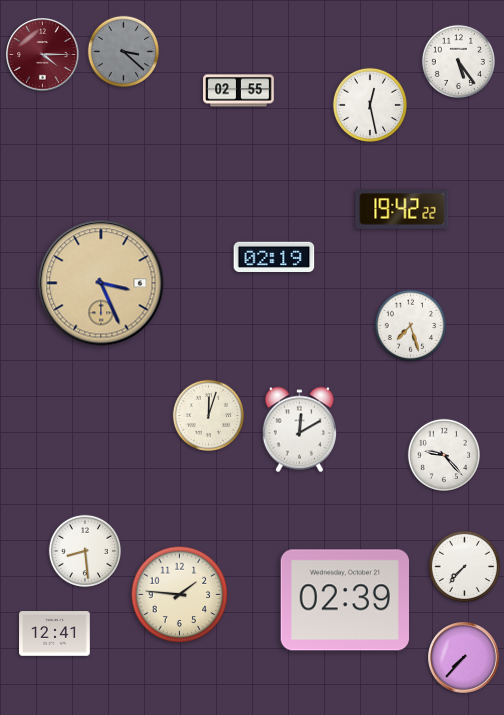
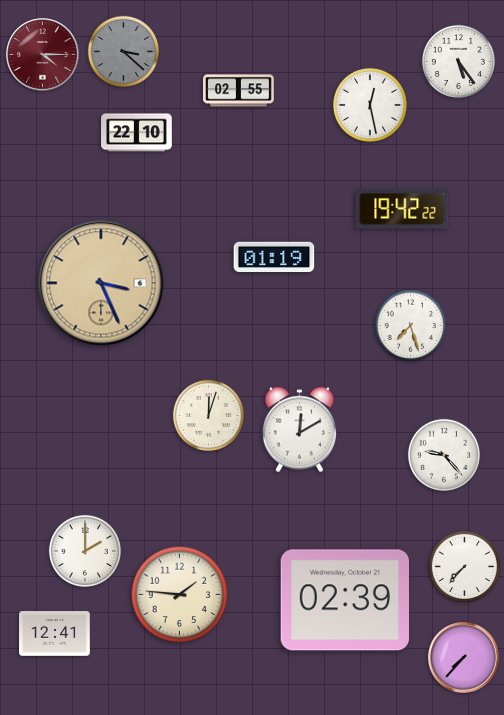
clock at (137, 133): none -> 22:10
clock at (274, 257): 02:19 -> 01:19
clock at (84, 550): 8:29 -> 2:00
